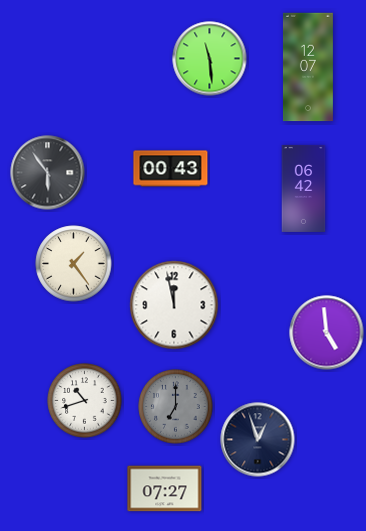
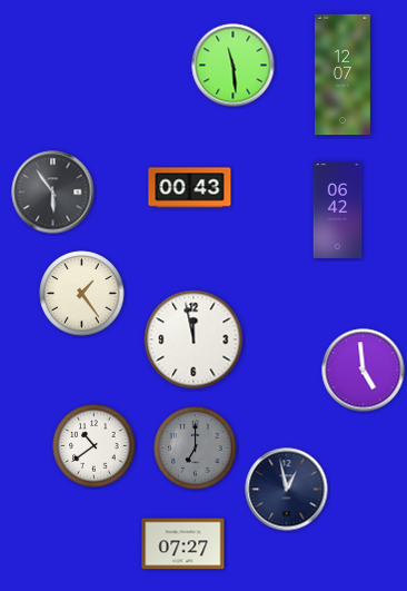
clock at (85, 401): 10:42 -> 10:39
clock at (176, 407) position: (176, 407) -> (196, 449)
clock at (258, 440): 12:57 -> 12:58
